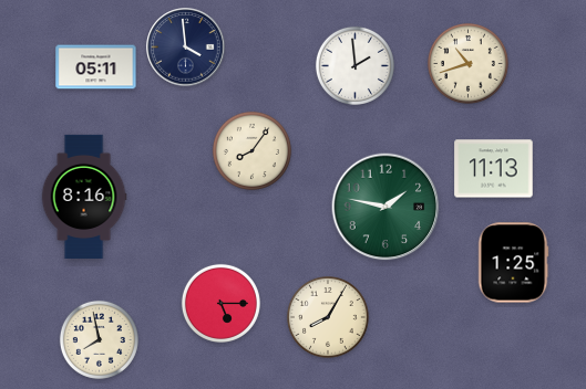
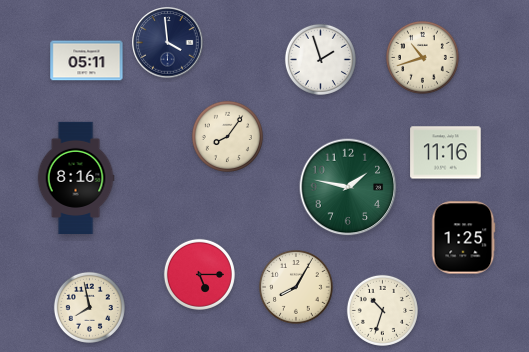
clock at (354, 65): 1:59 -> 1:57
clock at (494, 169): 11:13 -> 11:16
clock at (382, 310): none -> 10:33
